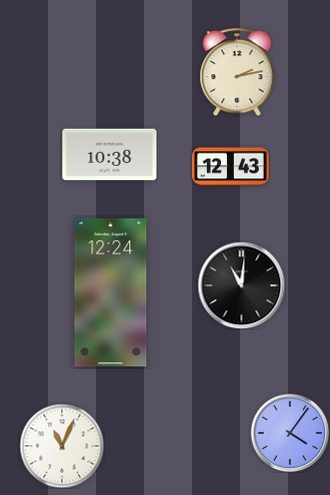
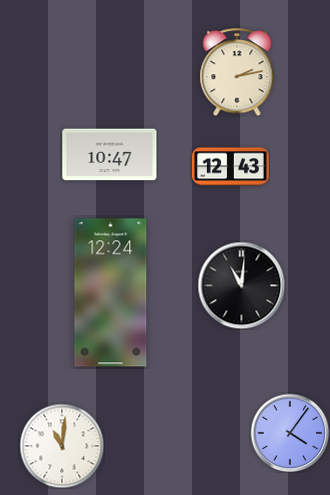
clock at (110, 155): 10:38 -> 10:47
clock at (62, 446): 11:04 -> 11:01
